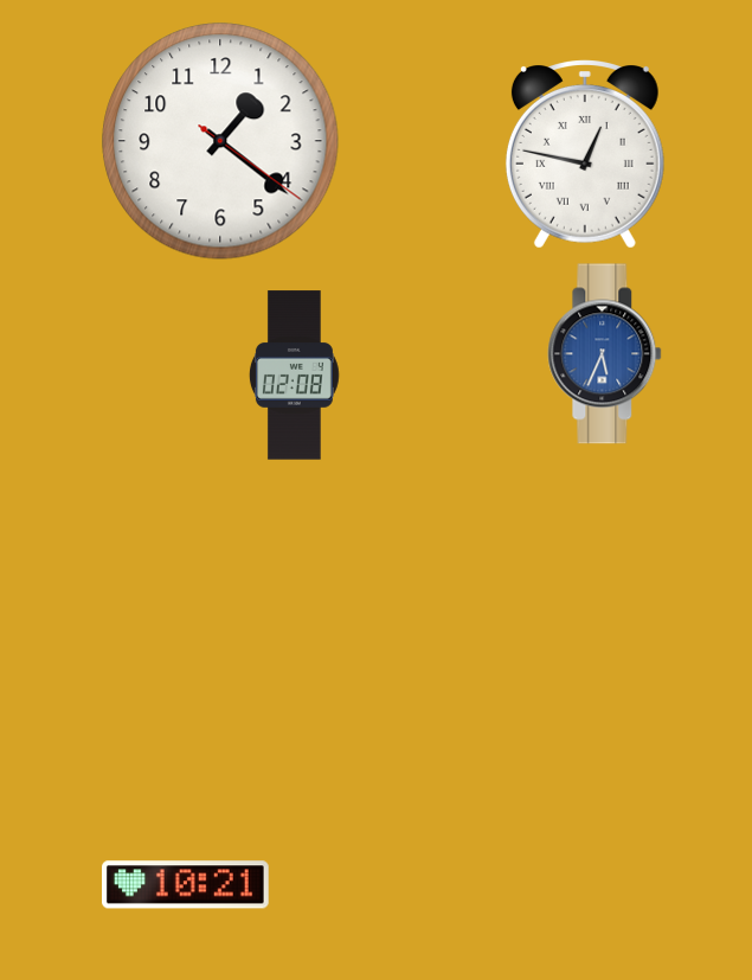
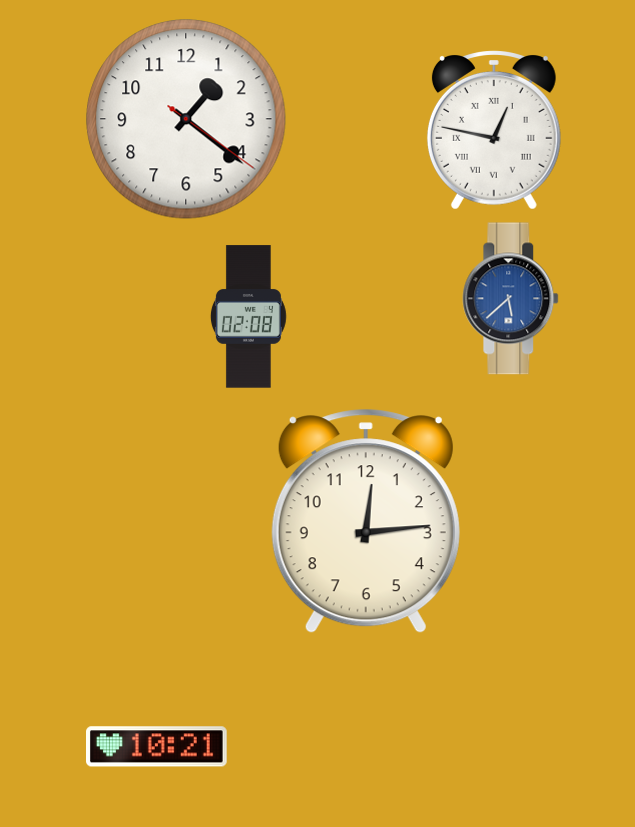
clock at (605, 354): 5:34 -> 5:38
clock at (366, 522): none -> 12:14
